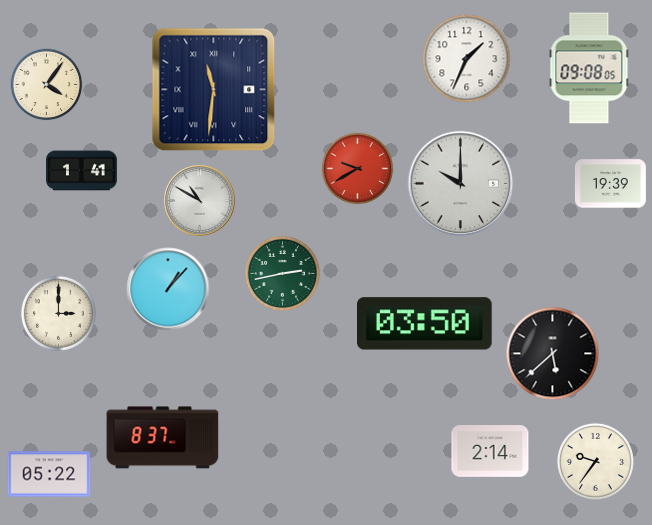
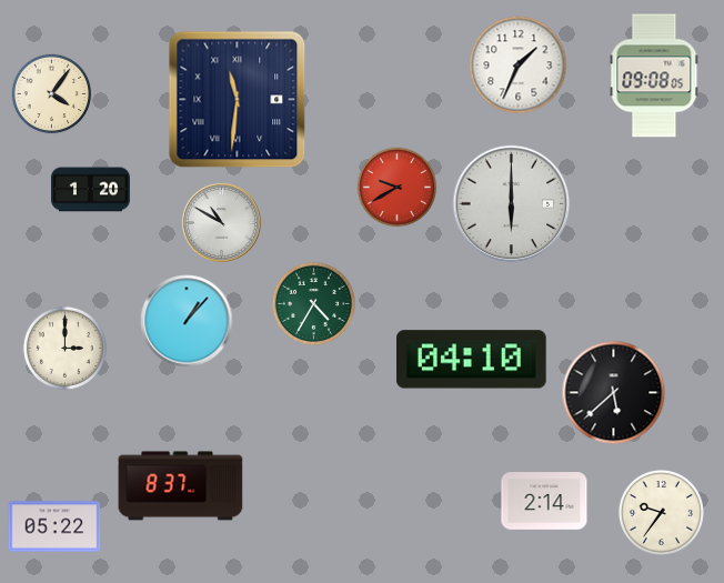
clock at (82, 171): 1:41 -> 1:20
clock at (461, 184): 10:00 -> 6:00
clock at (610, 184): 19:39 -> none
clock at (282, 273): 2:43 -> 4:35
clock at (425, 324): 03:50 -> 04:10
